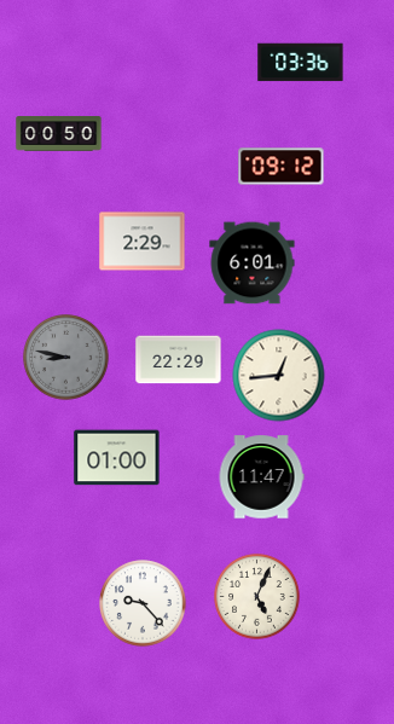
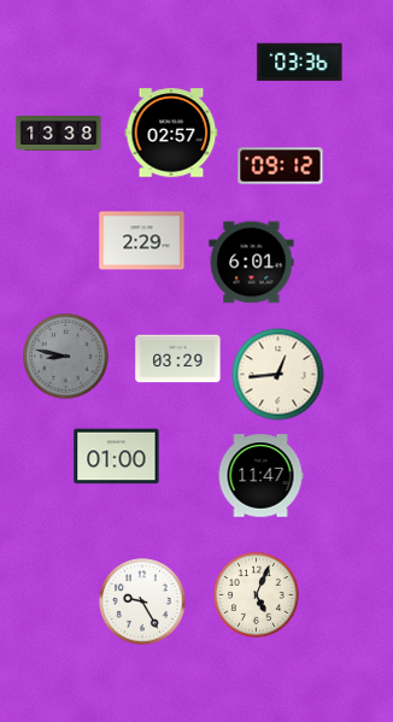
clock at (171, 133): none -> 02:57
clock at (59, 134): 00:50 -> 13:38
clock at (179, 360): 22:29 -> 03:29
clock at (143, 603): 9:23 -> 9:25
